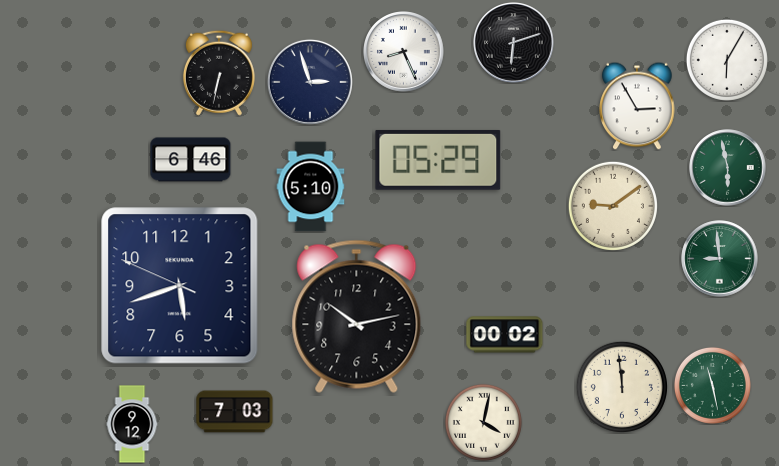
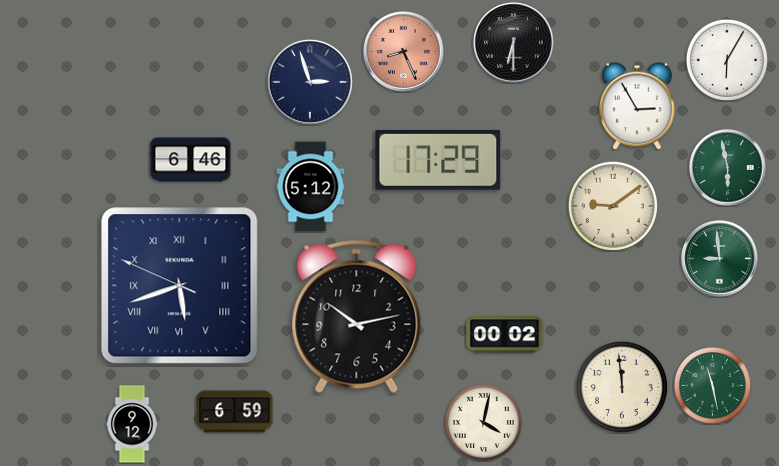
clock at (514, 43): 6:12 -> 6:30
clock at (404, 52) dial: white -> salmon
clock at (219, 73): 6:32 -> none
clock at (438, 160): 05:29 -> 17:29
clock at (311, 187): 5:10 -> 5:12
clock at (180, 286) numerals: Arabic -> Roman
clock at (235, 412): 7:03 -> 6:59
